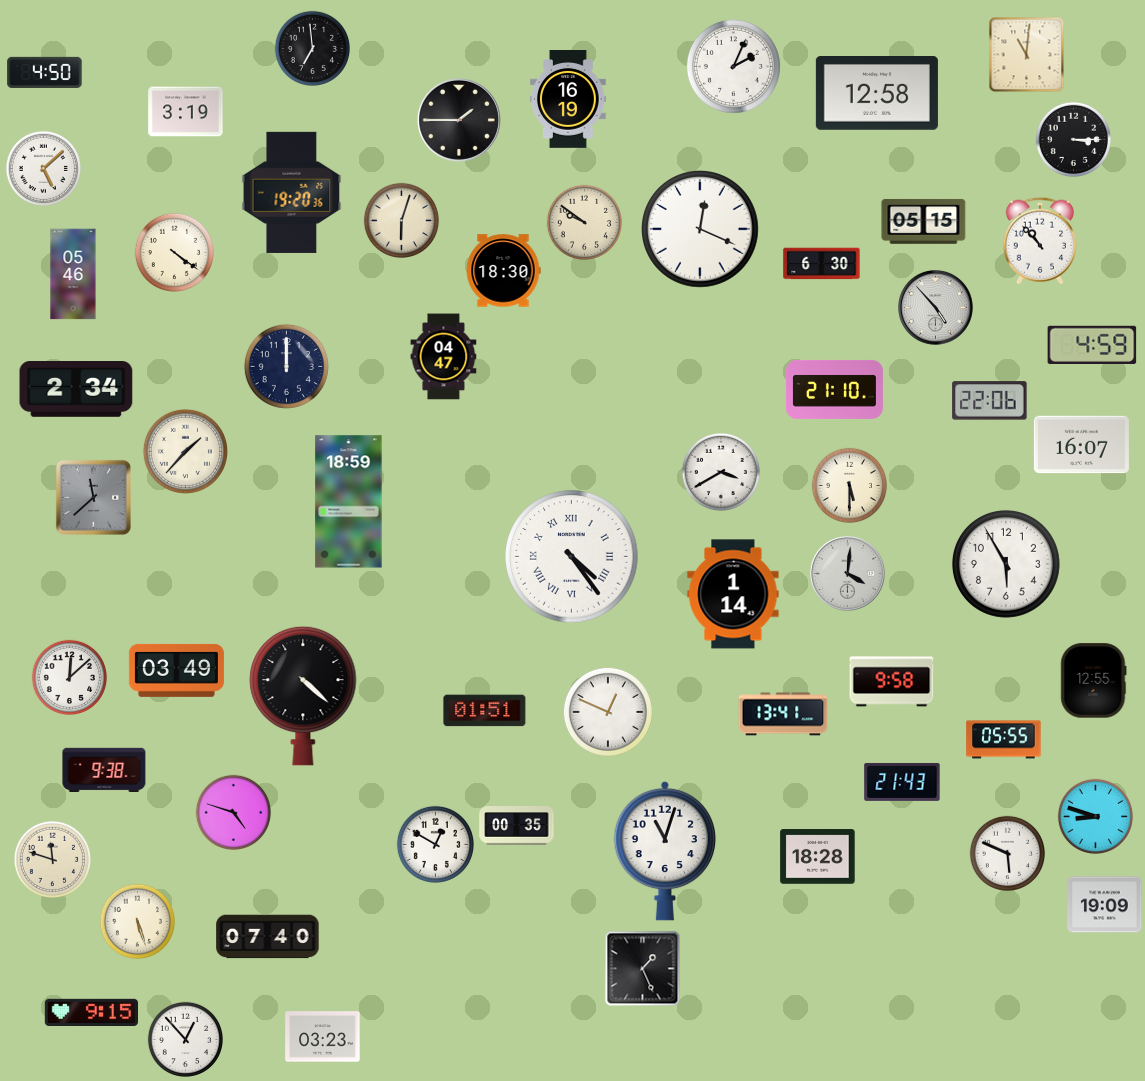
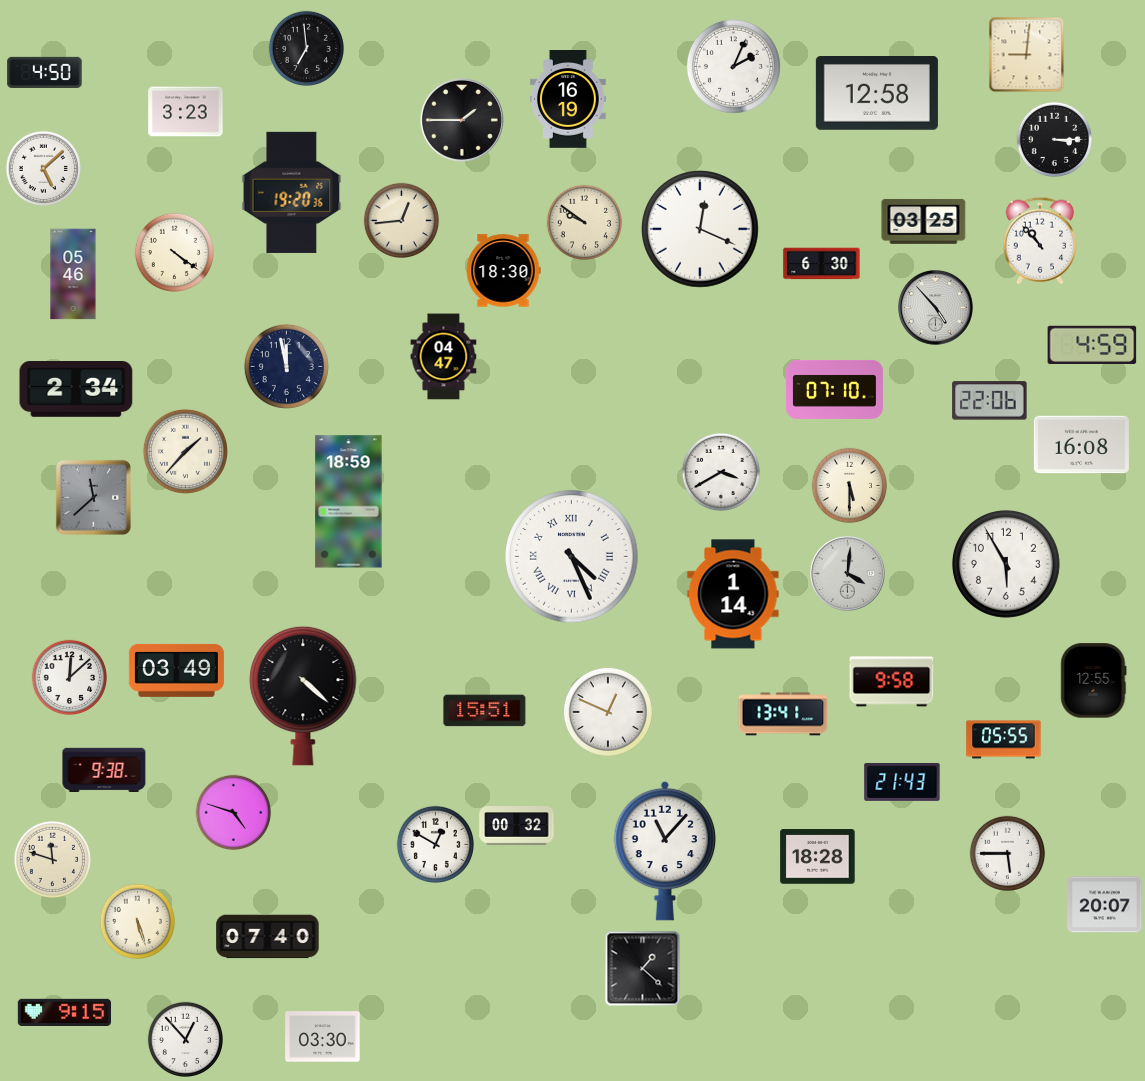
clock at (312, 48) position: (312, 48) -> (306, 48)
clock at (1027, 55): 11:01 -> 9:01
clock at (186, 112): 3:19 -> 3:23
clock at (459, 120) position: (459, 120) -> (462, 120)
clock at (1073, 139) position: (1073, 139) -> (1054, 139)
clock at (401, 220): 6:03 -> 12:44
clock at (924, 221): 05:15 -> 03:25
clock at (286, 366): 12:00 -> 11:58
clock at (834, 389): 21:10 -> 07:10
clock at (1081, 445): 16:07 -> 16:08
clock at (572, 557): 4:24 -> 4:26
clock at (485, 711): 01:51 -> 15:51
clock at (1095, 816): 8:48 -> none
clock at (517, 826): 00:35 -> 00:32
clock at (665, 851): 11:03 -> 11:07
clock at (1007, 853): 5:49 -> 5:45
clock at (1105, 905): 19:09 -> 20:07
clock at (643, 969): 1:26 -> 1:22
clock at (91, 1013) position: (91, 1013) -> (64, 1013)
clock at (323, 1037): 03:23 -> 03:30
